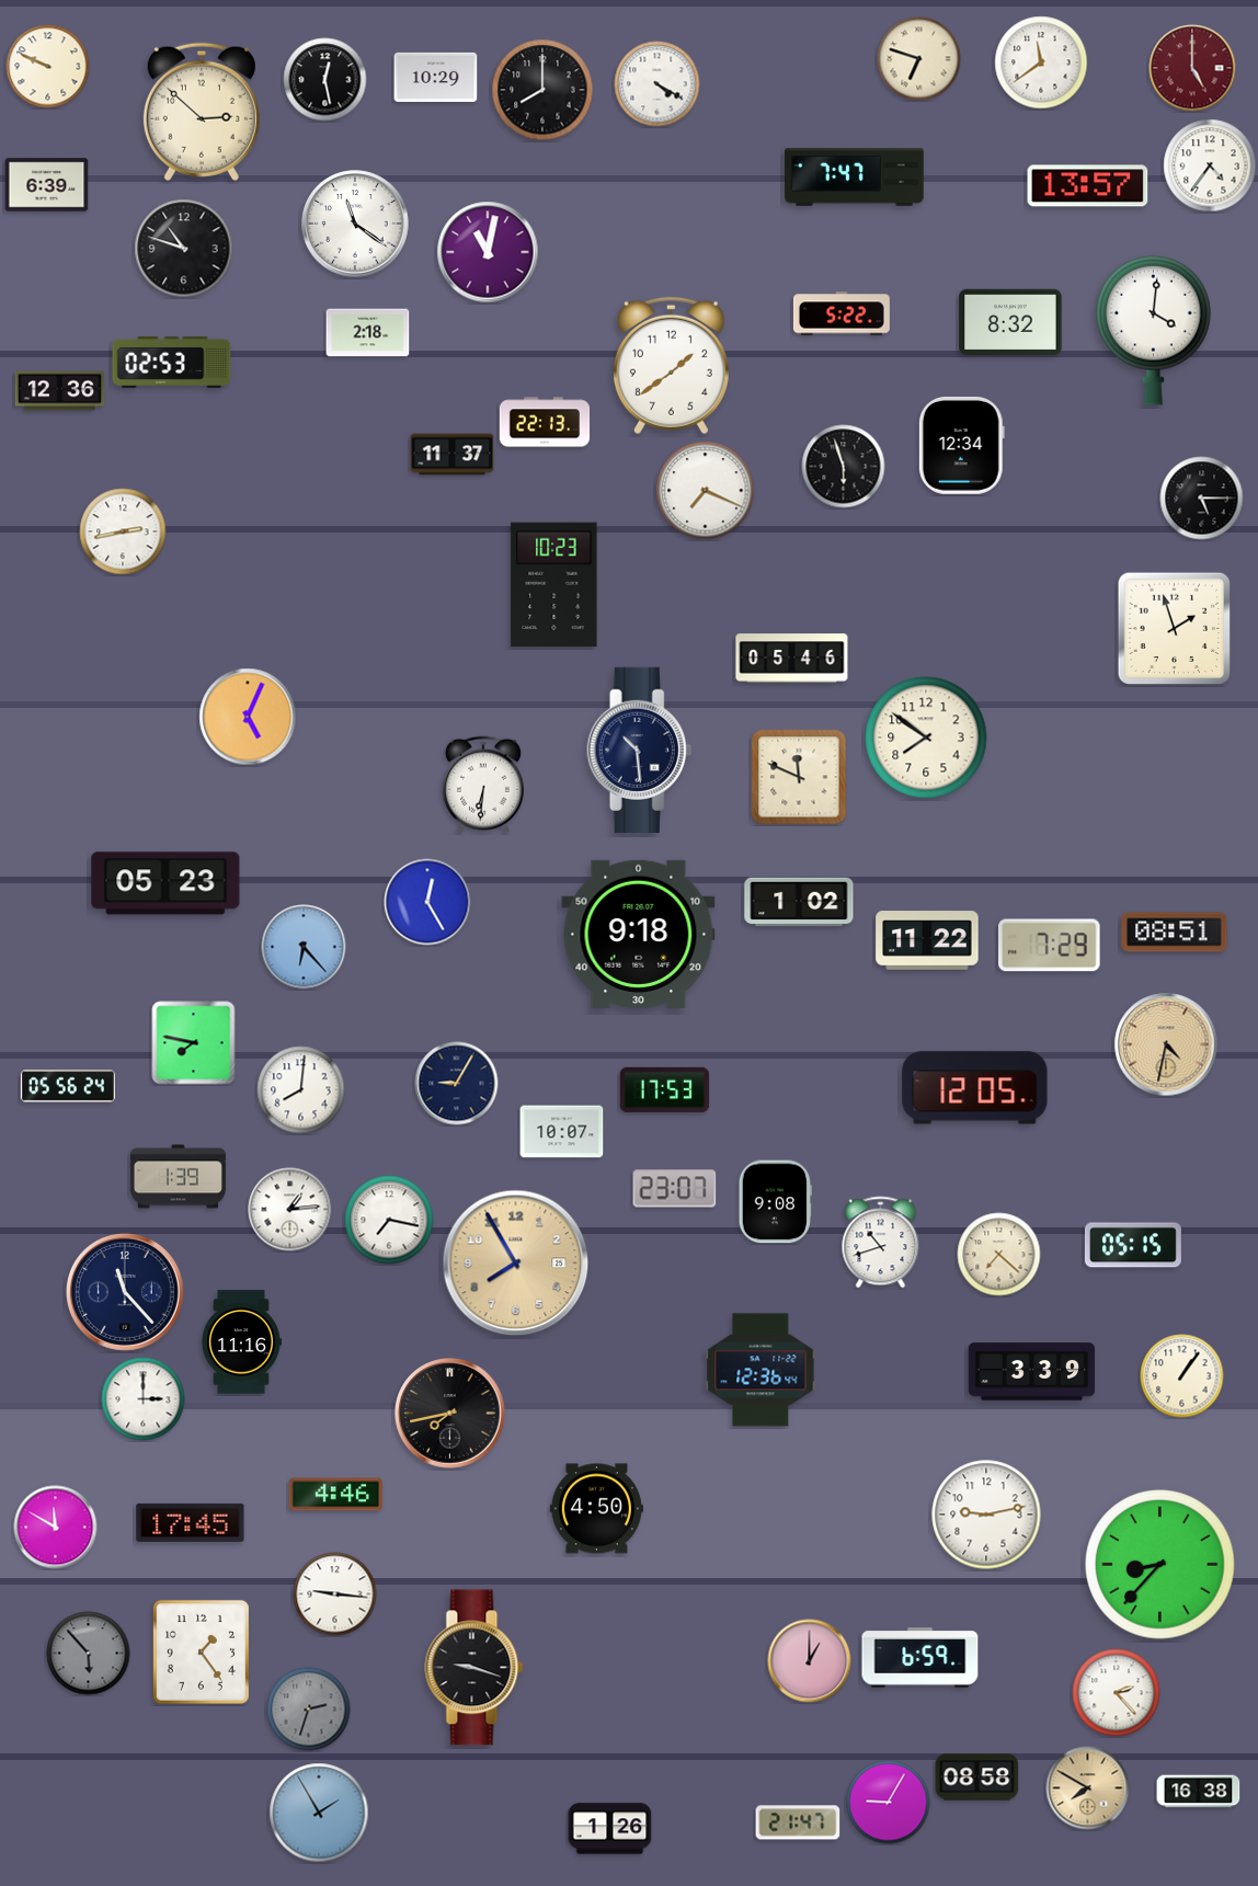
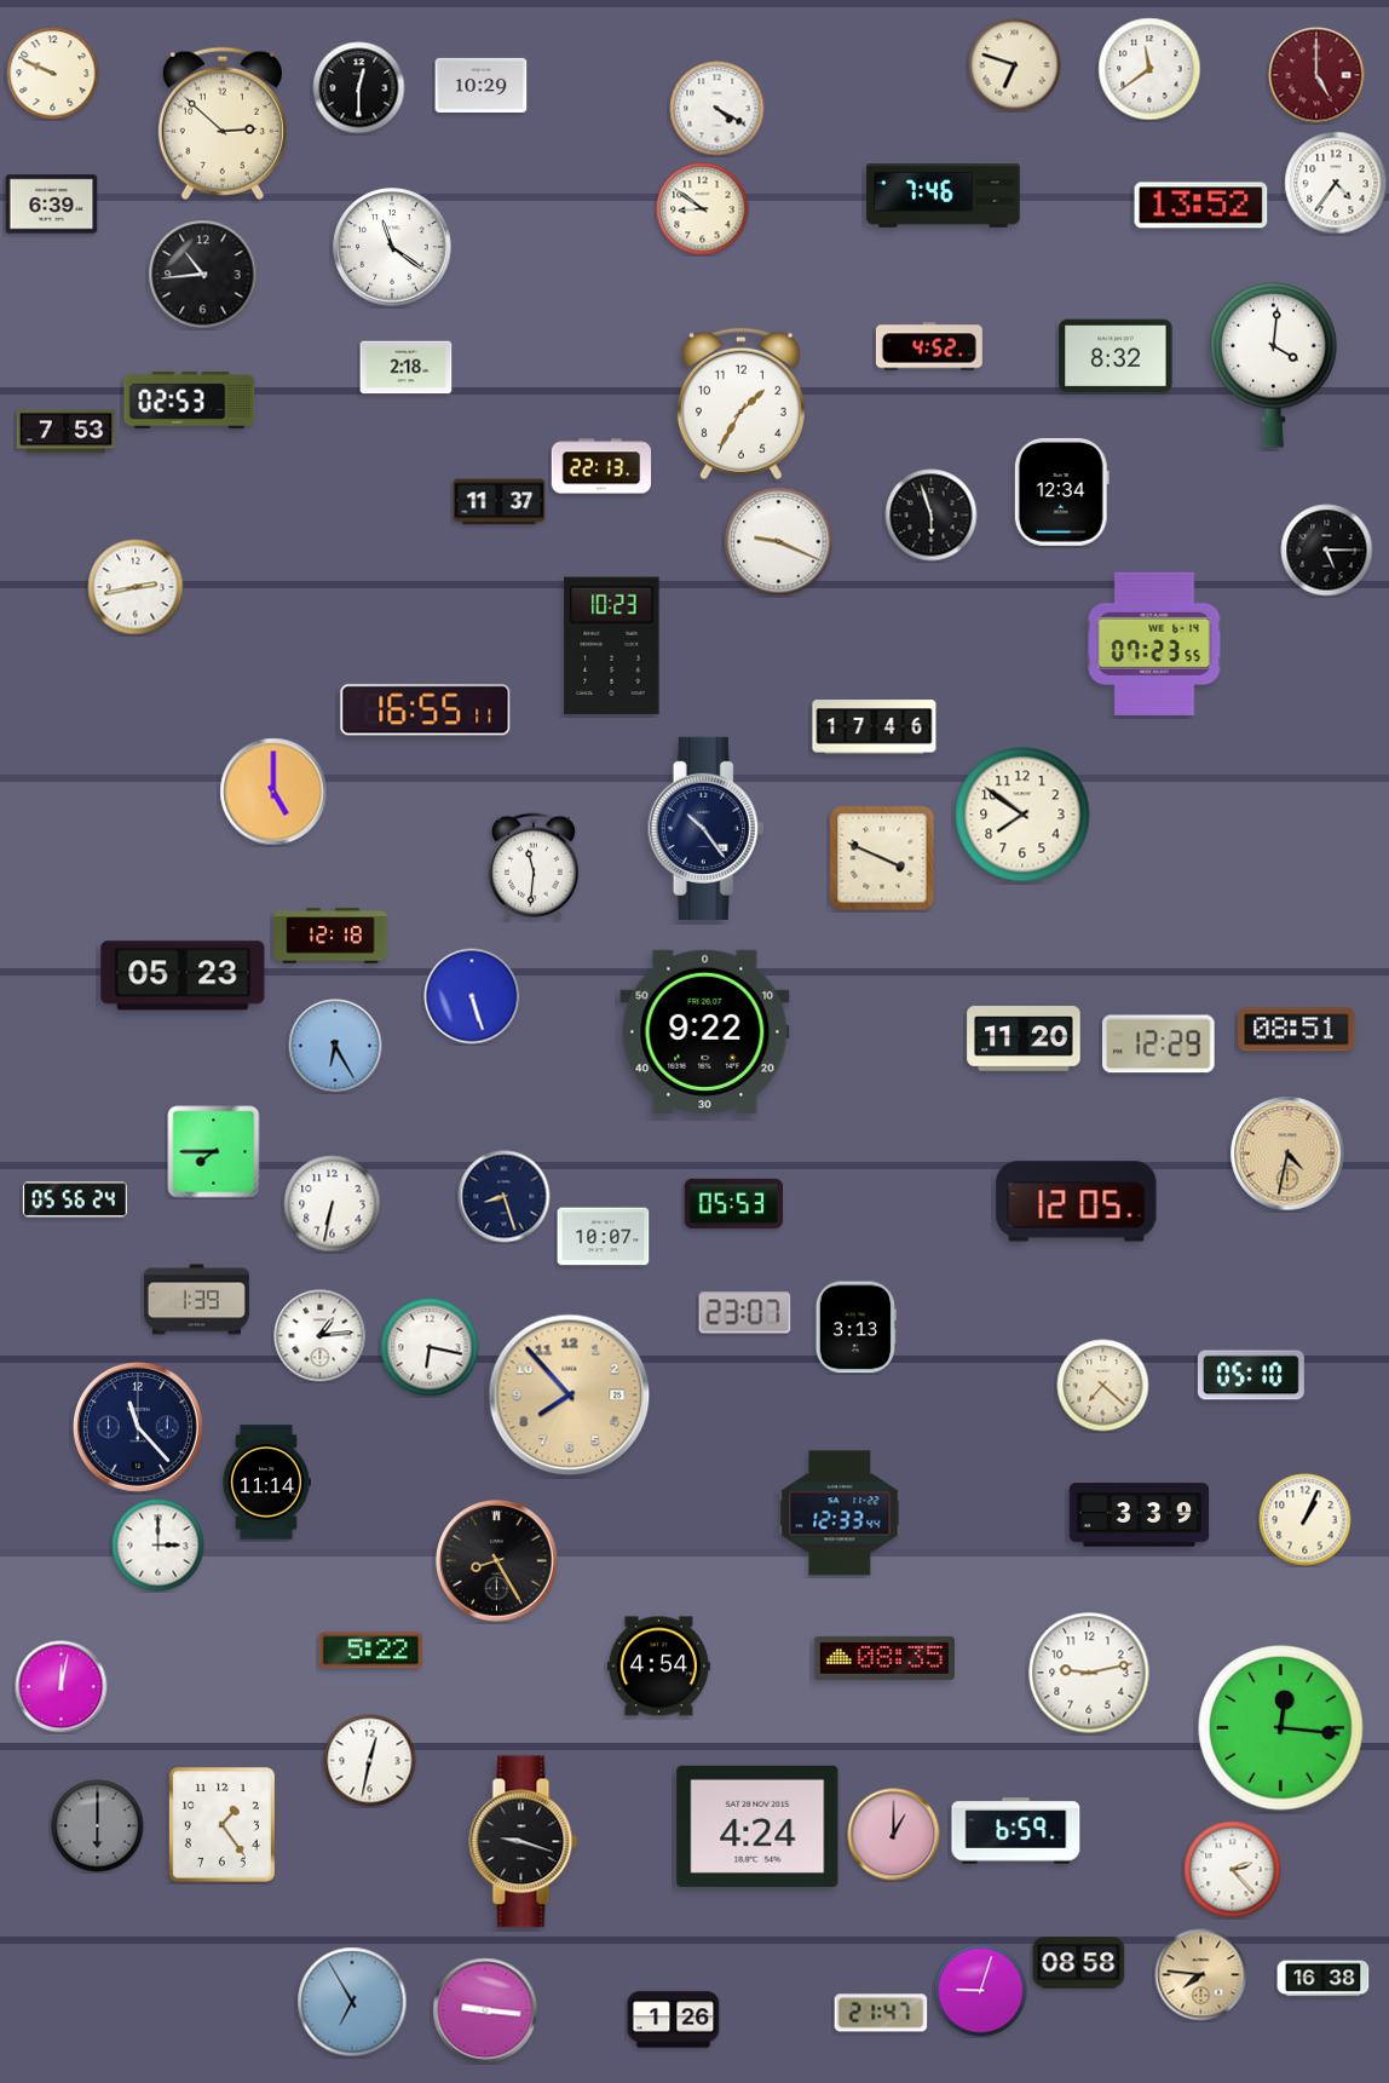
clock at (325, 80): 12:28 -> 12:30
clock at (657, 84) position: (657, 84) -> (717, 109)
clock at (542, 90): 8:00 -> none
clock at (855, 178): 7:47 -> 7:46
clock at (1088, 186): 13:57 -> 13:52
clock at (703, 209): none -> 8:51
clock at (184, 249): 10:48 -> 10:44
clock at (488, 252): 11:02 -> none
clock at (842, 313): 5:22 -> 4:52
clock at (671, 366): 1:39 -> 1:35
clock at (60, 391): 12:36 -> 7:53
clock at (706, 491): 7:19 -> 9:19
clock at (1154, 644): none -> 07:23
clock at (1175, 629): 1:57 -> none
clock at (426, 710): none -> 16:55
clock at (792, 659): 05:46 -> 17:46
clock at (248, 717): 5:04 -> 5:00
clock at (640, 750): 10:29 -> 10:24
clock at (799, 777): 11:49 -> 3:49
clock at (483, 785): 6:31 -> 11:31
clock at (330, 936): none -> 12:18
clock at (427, 902): 12:25 -> 5:27
clock at (799, 902): 1:02 -> none
clock at (639, 934): 9:18 -> 9:22
clock at (927, 940): 11:22 -> 11:20
clock at (1050, 946): 7:29 -> 12:29
clock at (304, 947): 6:23 -> 6:25
clock at (194, 1043): 7:47 -> 7:45
clock at (457, 1084): 9:05 -> 8:27
clock at (665, 1089): 17:53 -> 05:53
clock at (301, 1090): 8:01 -> 6:32
clock at (562, 1132) position: (562, 1132) -> (604, 1237)
clock at (775, 1202): 9:08 -> 3:13
clock at (389, 1220): 7:17 -> 6:17
clock at (881, 1243): 10:42 -> none
clock at (1133, 1245): 05:15 -> 05:10
clock at (516, 1264): 7:55 -> 7:53
clock at (242, 1342): 11:16 -> 11:14
clock at (760, 1370): 12:36 -> 12:33
clock at (1182, 1376): 1:06 -> 1:04
clock at (450, 1414): 7:43 -> 8:25
clock at (335, 1495): 4:46 -> 5:22
clock at (883, 1658): none -> 08:35
clock at (596, 1509): 4:50 -> 4:54
clock at (191, 1522): 17:45 -> none
clock at (56, 1528): 11:50 -> 12:02
clock at (1160, 1565): 8:37 -> 12:16
clock at (335, 1594): 9:16 -> 12:32
clock at (89, 1654): 5:53 -> 6:00
clock at (757, 1826): none -> 4:24
clock at (309, 1710): 2:33 -> none
clock at (1088, 1788): 7:50 -> 7:46
clock at (889, 1803): 9:05 -> 9:03
clock at (319, 1813): 1:55 -> 6:55
clock at (485, 2010): none -> 9:16
